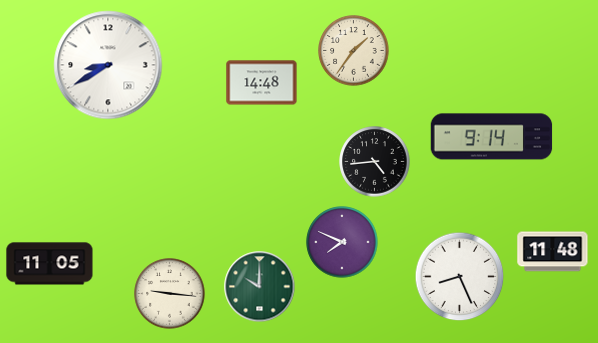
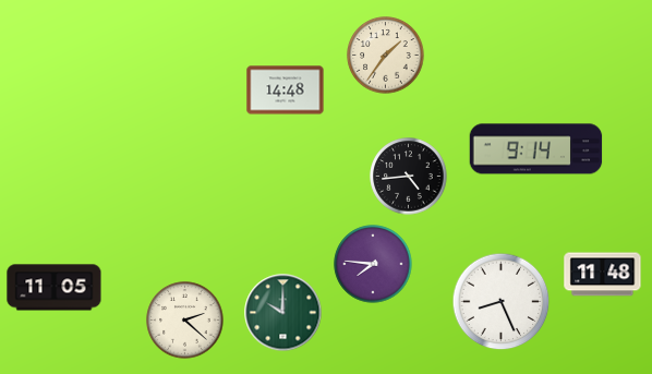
clock at (108, 65): 8:40 -> none
clock at (342, 242): 7:49 -> 7:46
clock at (170, 294): 9:16 -> 2:22
